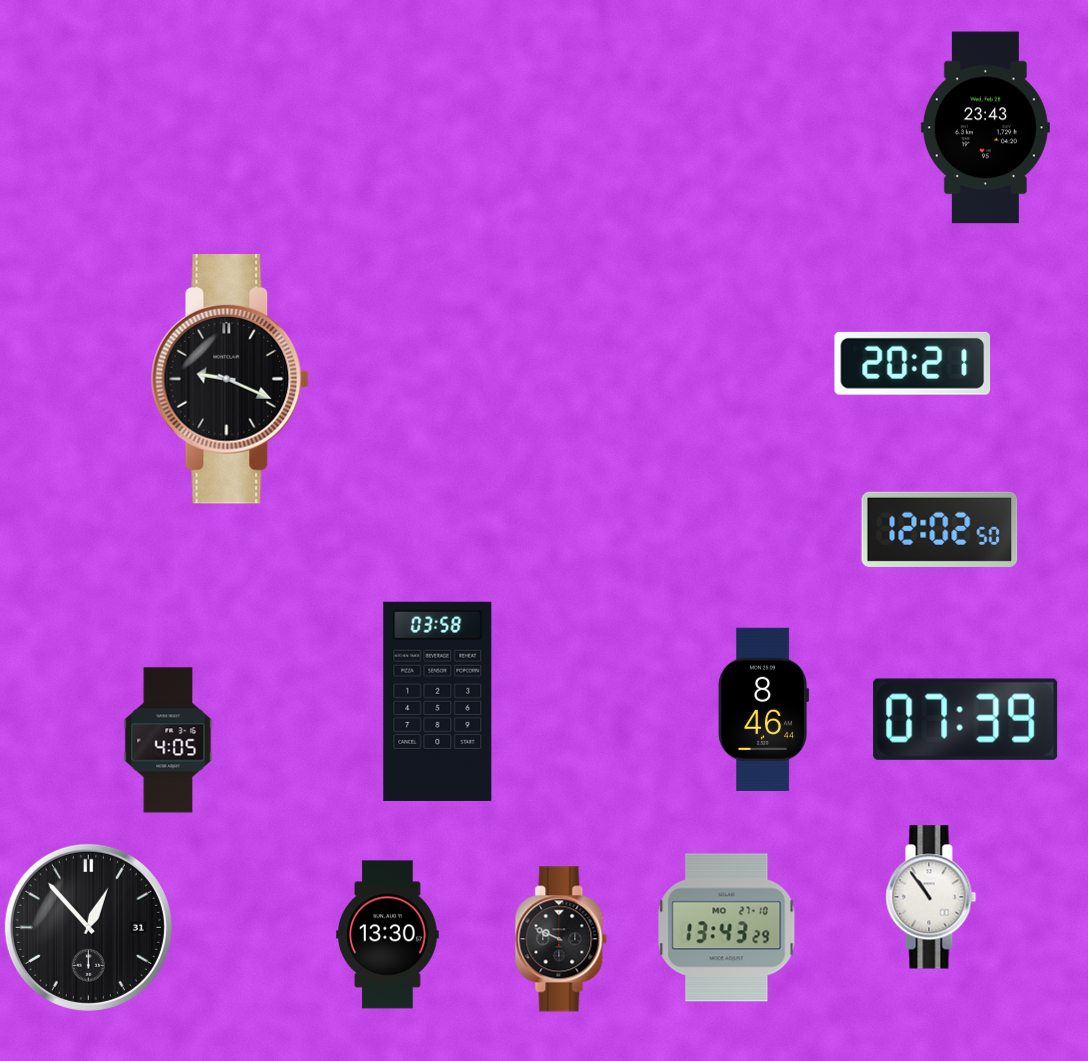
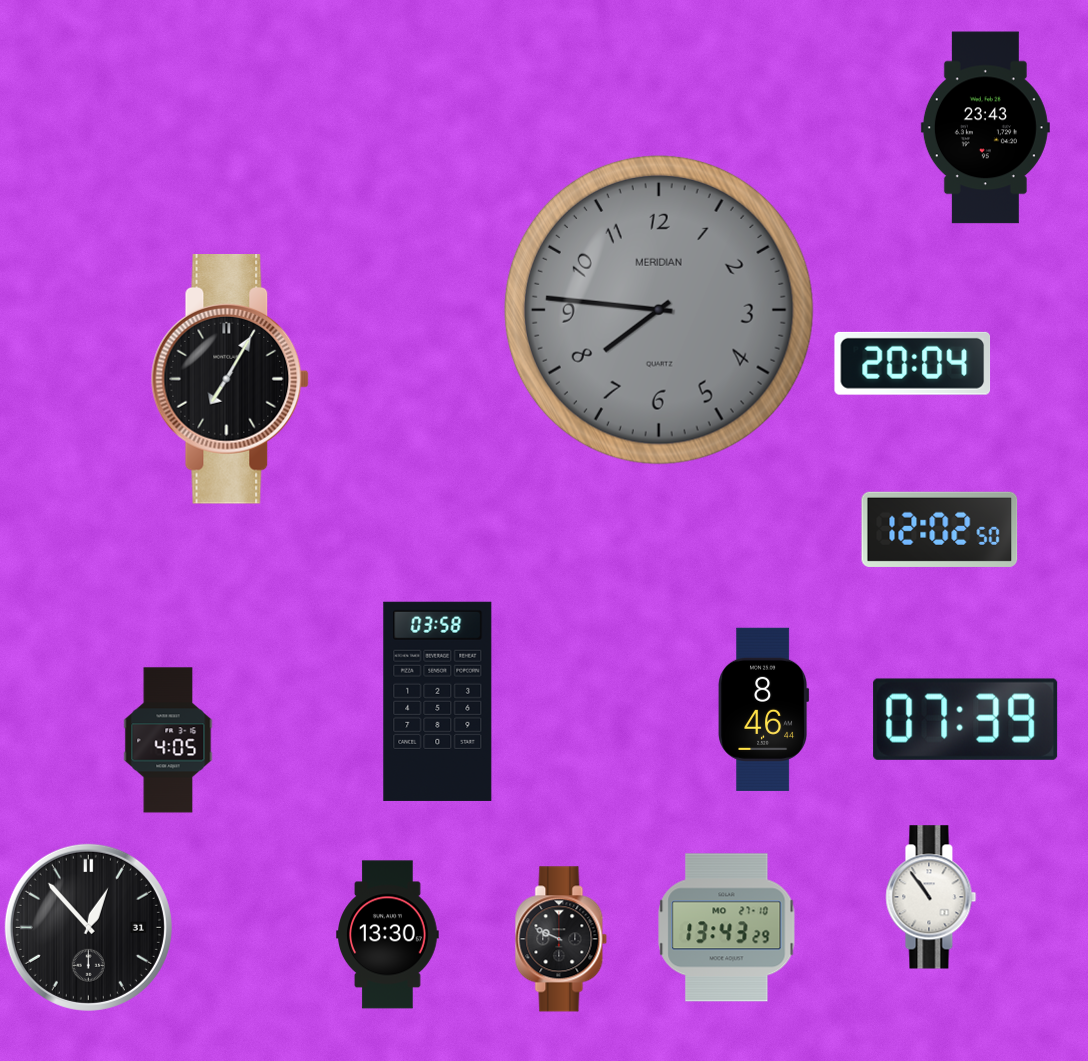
clock at (659, 310): none -> 7:46
clock at (913, 363): 20:21 -> 20:04
clock at (230, 380): 9:19 -> 7:05
